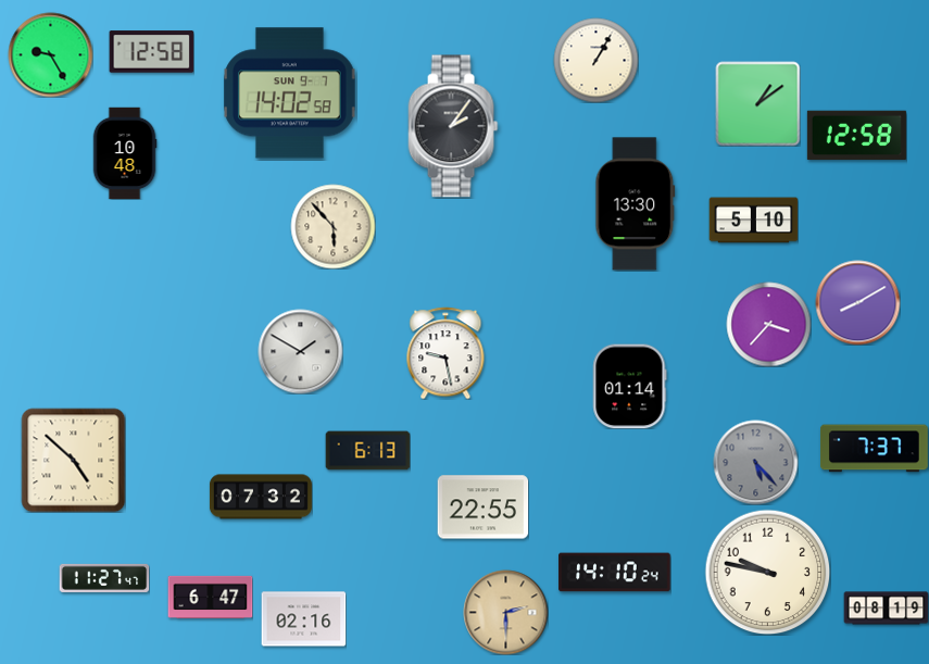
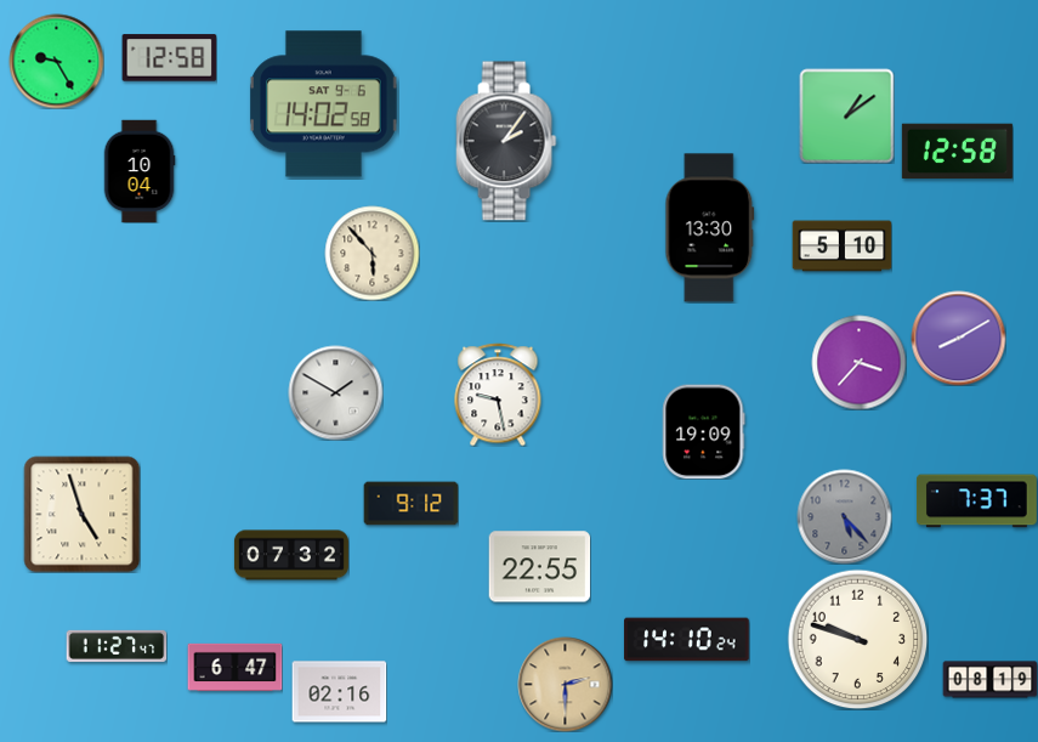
clock at (595, 60): 1:05 -> none
clock at (290, 93) date: SUN 9-7 -> SAT 9-6
clock at (125, 153): 10:48 -> 10:04
clock at (630, 386): 01:14 -> 19:09
clock at (367, 451): 6:13 -> 9:12
clock at (73, 460): 4:52 -> 4:57
clock at (767, 572): 9:47 -> 9:48
